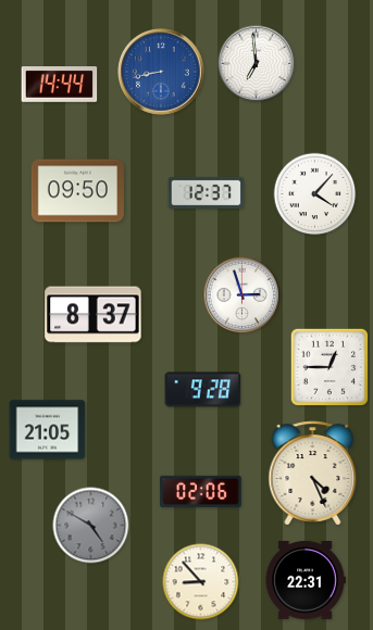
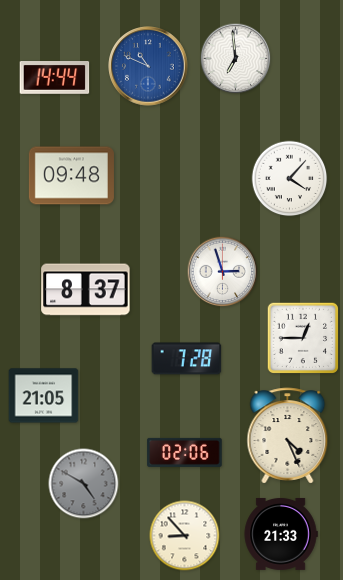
clock at (161, 72): 8:43 -> 10:49
clock at (77, 191): 09:50 -> 09:48
clock at (207, 192): 12:37 -> none
clock at (203, 390): 9:28 -> 7:28
clock at (306, 580): 22:31 -> 21:33
